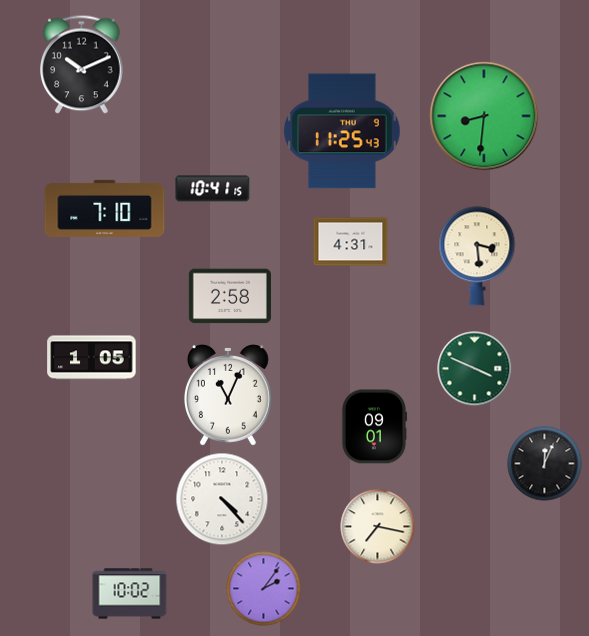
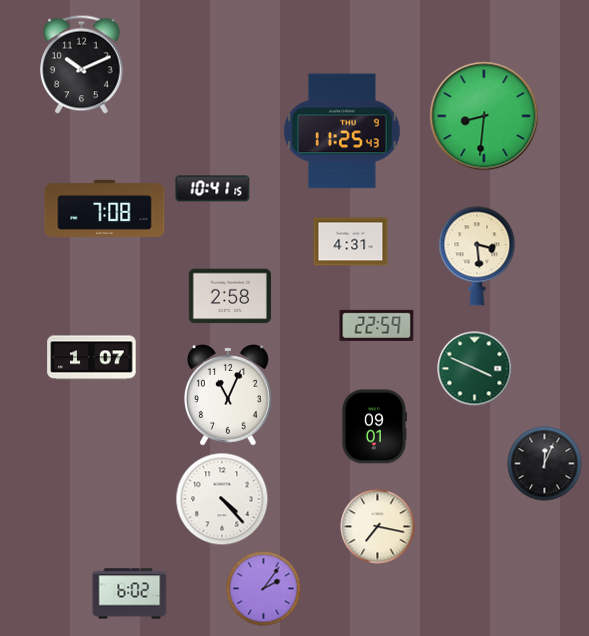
clock at (105, 208): 7:10 -> 7:08
clock at (377, 325): none -> 22:59
clock at (92, 358): 1:05 -> 1:07
clock at (130, 594): 10:02 -> 6:02
